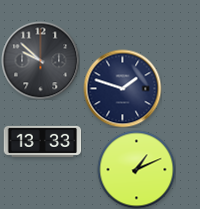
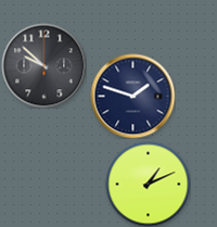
clock at (42, 141): 13:33 -> none
